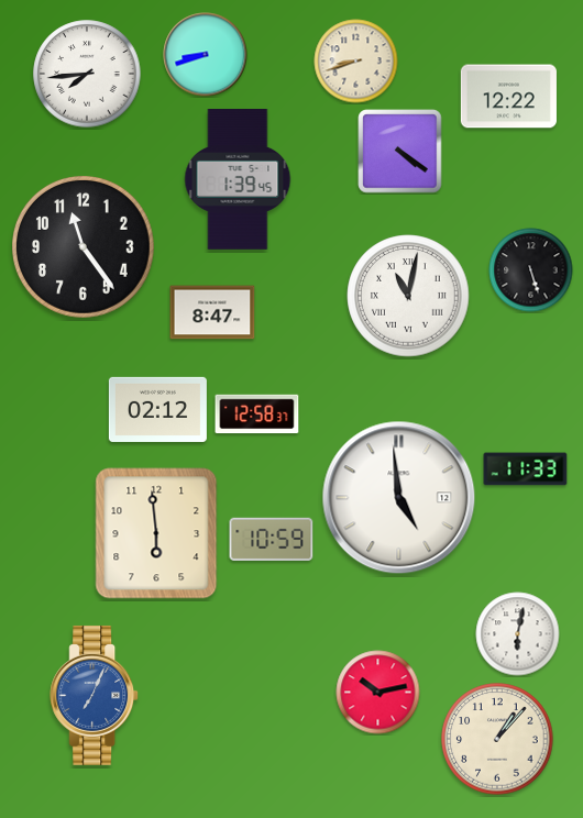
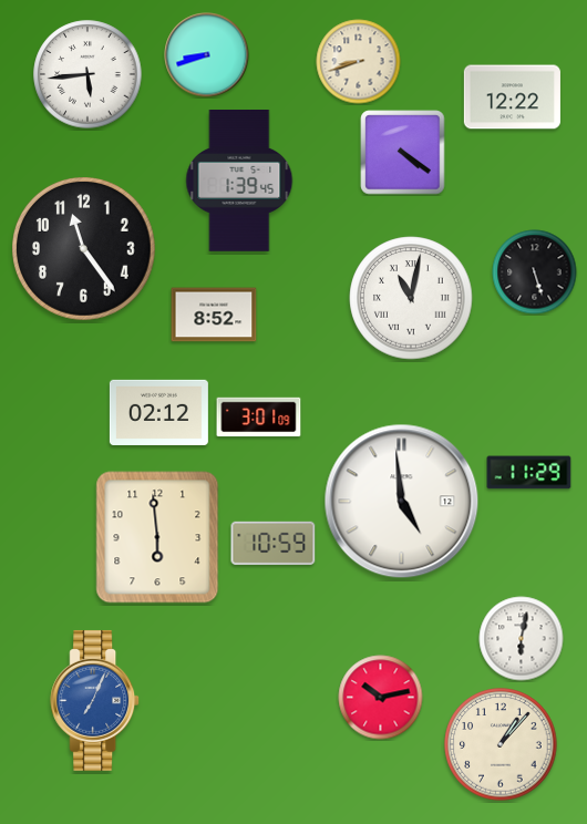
clock at (87, 74): 7:44 -> 5:44
clock at (212, 312): 8:47 -> 8:52
clock at (257, 414): 12:58 -> 3:01
clock at (526, 469): 11:33 -> 11:29
